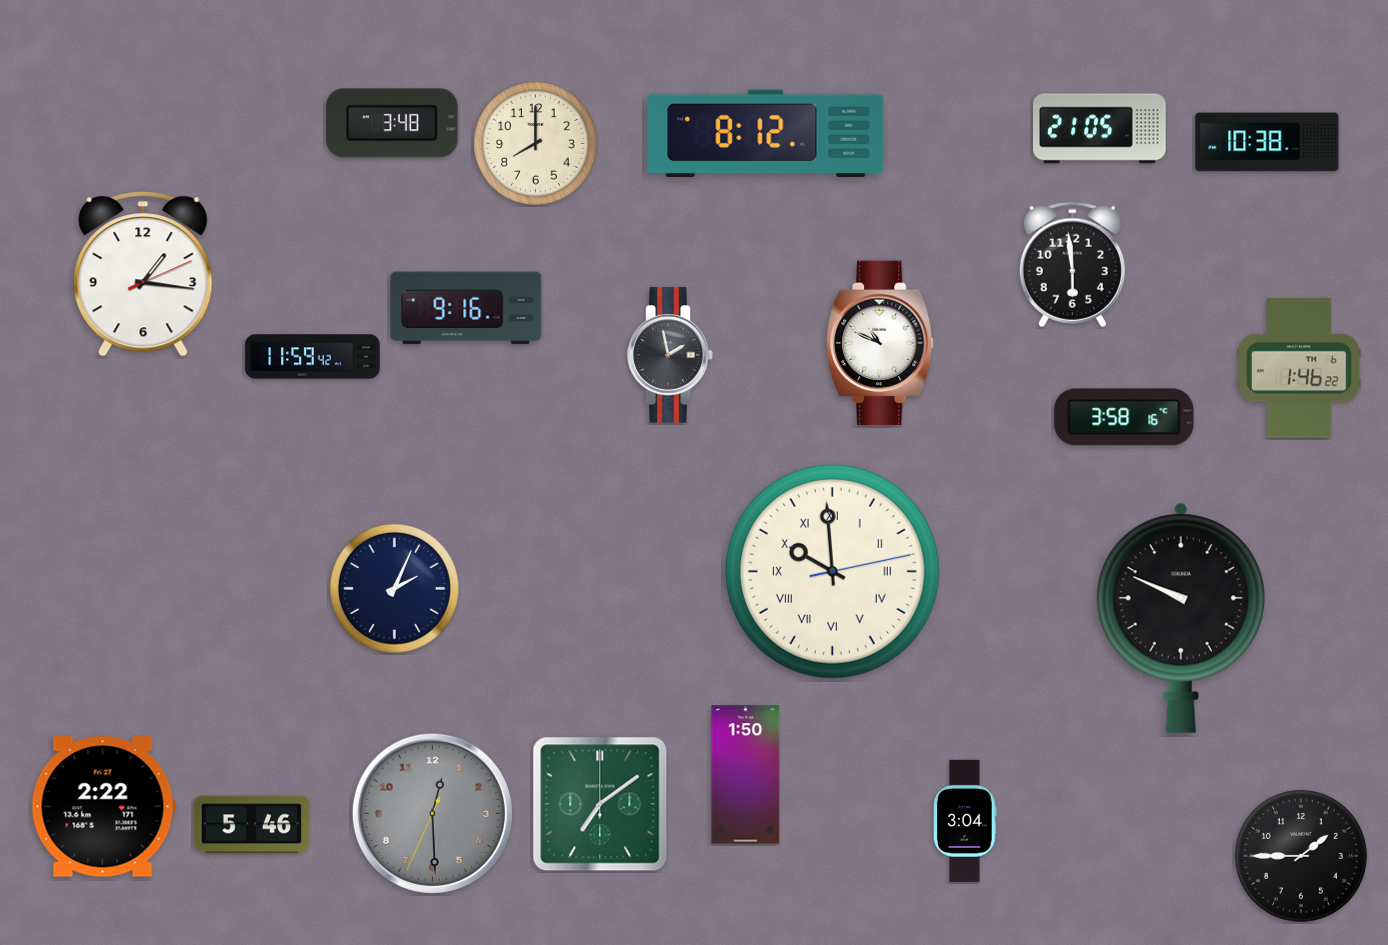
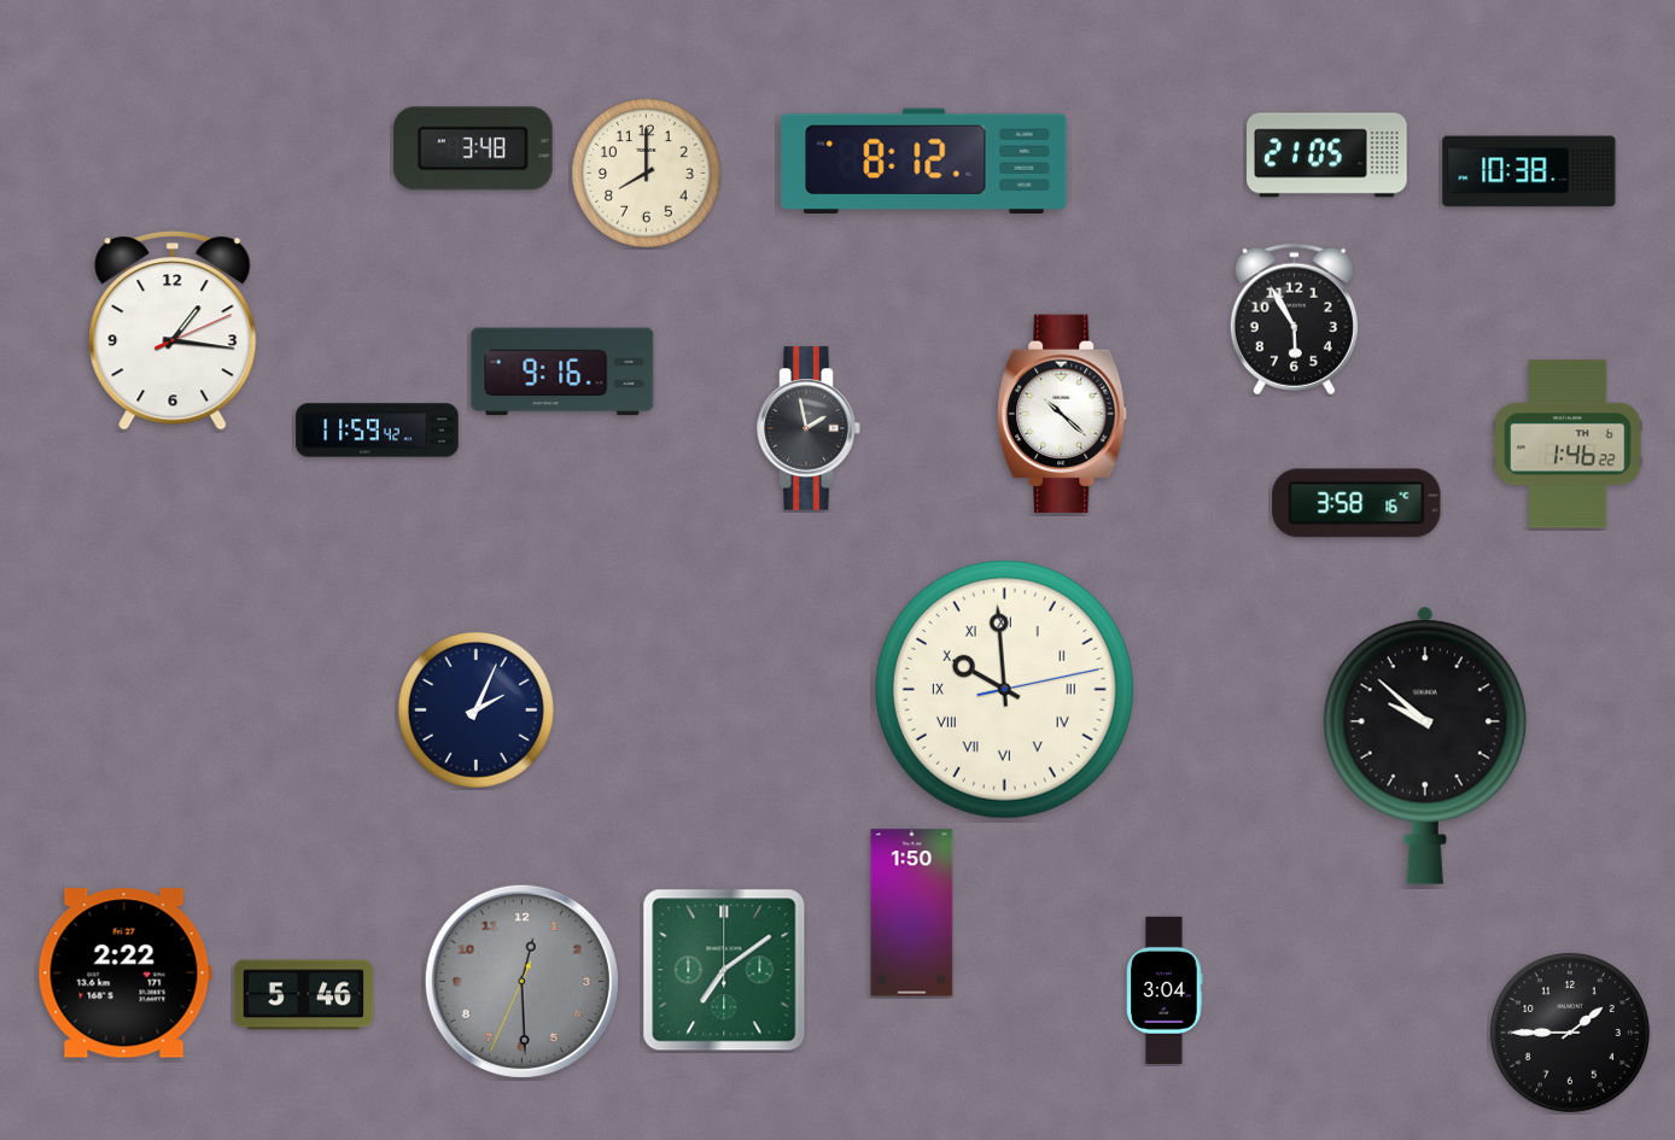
clock at (1072, 265): 5:59 -> 5:55
clock at (880, 343): 10:49 -> 10:22
clock at (1181, 618): 9:49 -> 9:52
clock at (746, 775) position: (746, 775) -> (912, 913)
